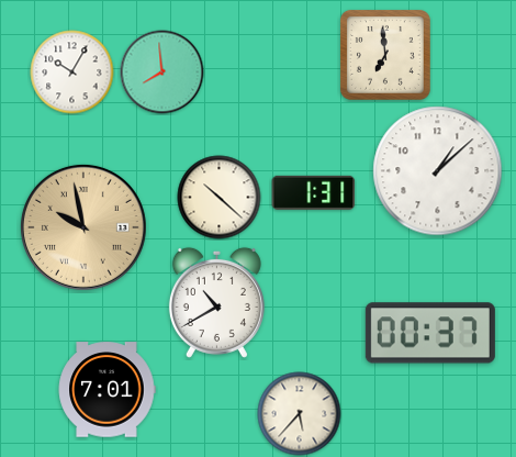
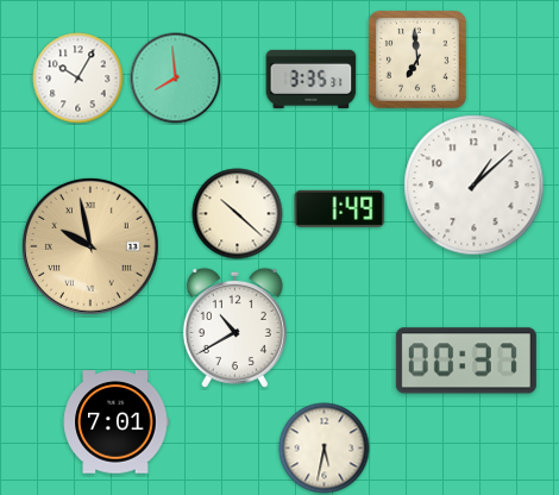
clock at (312, 79): none -> 3:35
clock at (314, 192): 1:31 -> 1:49
clock at (300, 414): 5:37 -> 5:32
